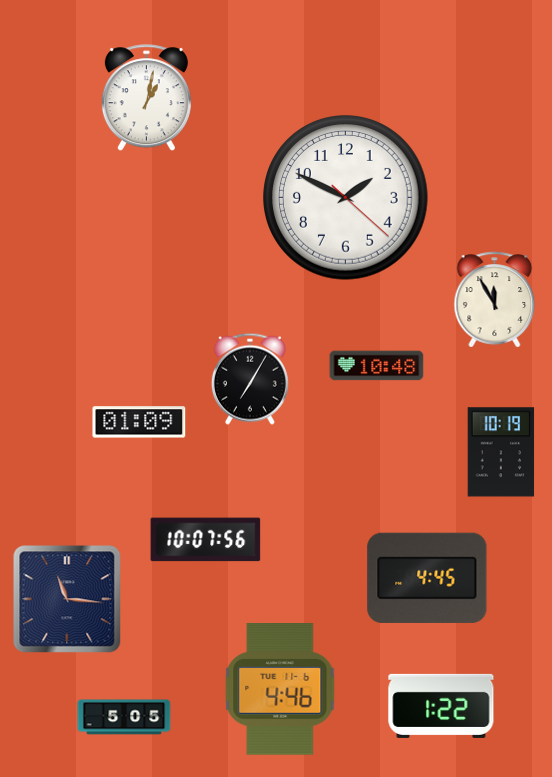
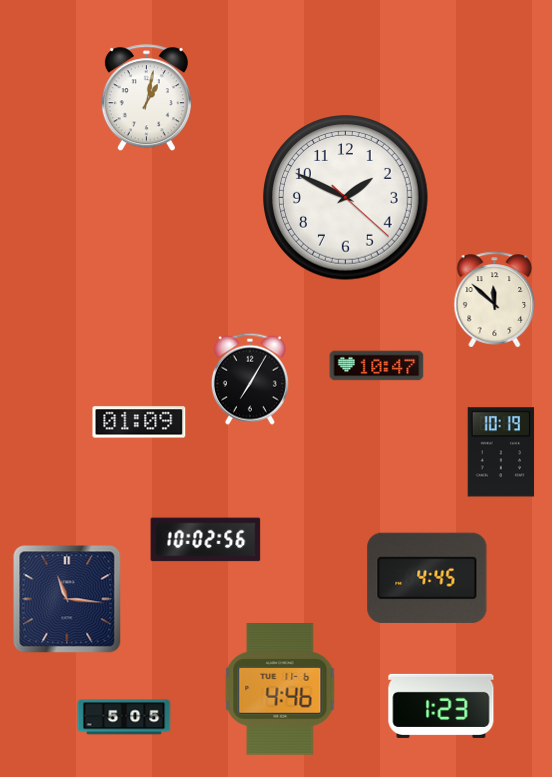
clock at (495, 300): 11:55 -> 11:52
clock at (377, 366): 10:48 -> 10:47
clock at (206, 540): 10:07 -> 10:02
clock at (441, 706): 1:22 -> 1:23
